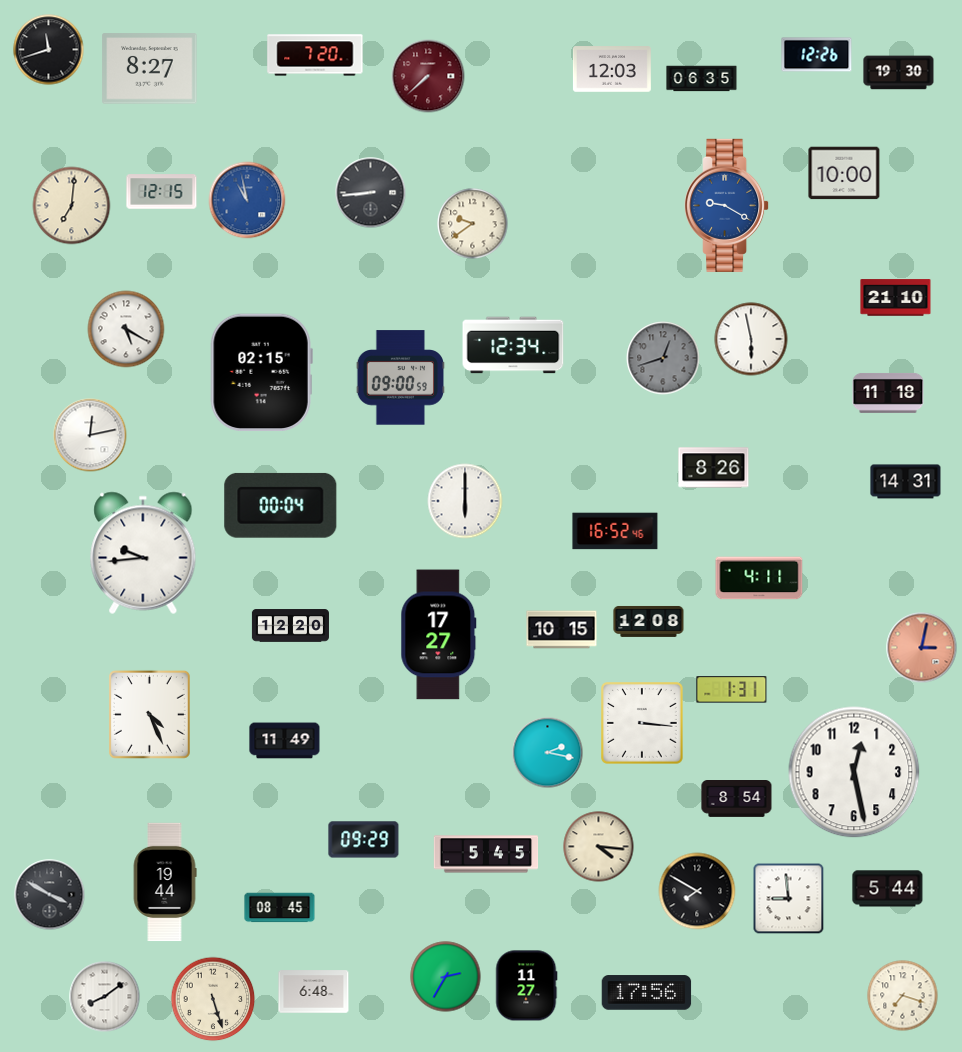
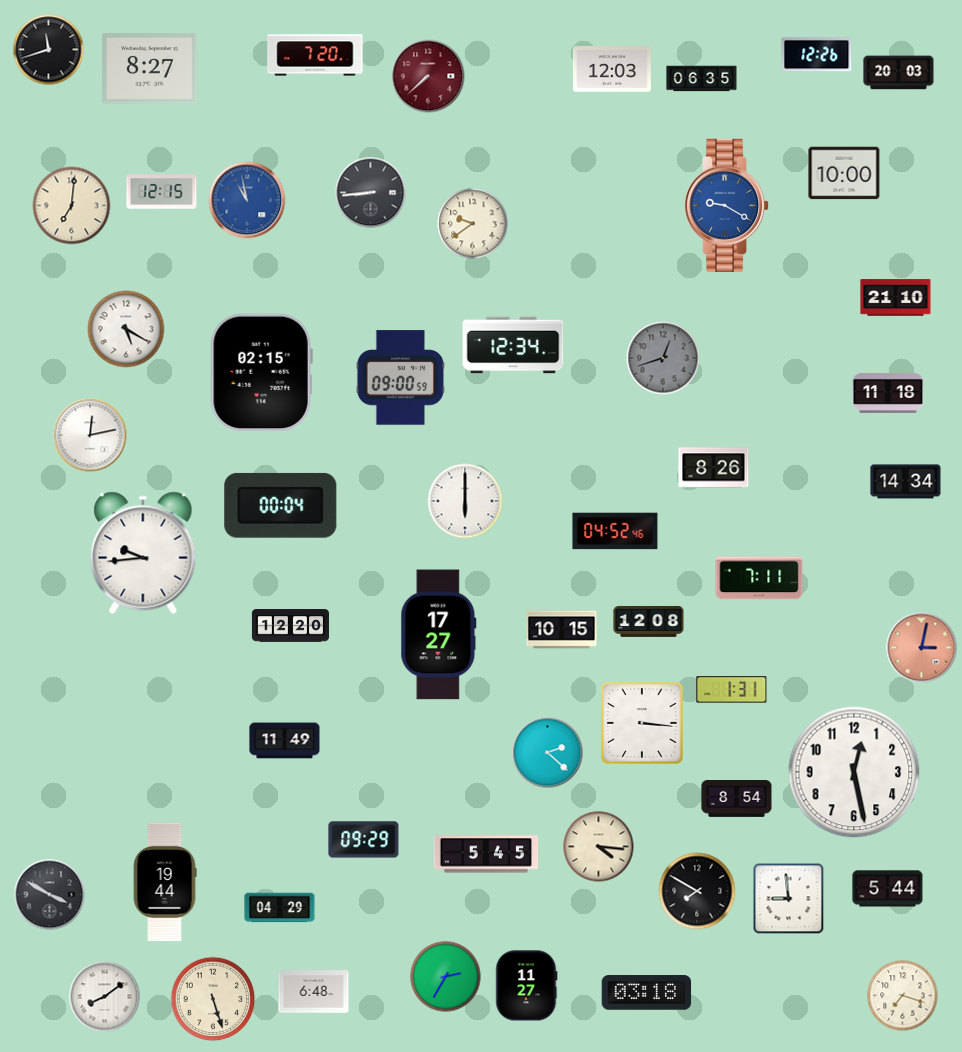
clock at (899, 73): 19:30 -> 20:03
clock at (751, 339): 5:58 -> none
clock at (906, 482): 14:31 -> 14:34
clock at (615, 531): 16:52 -> 04:52
clock at (759, 578): 4:11 -> 7:11
clock at (149, 714): 4:26 -> none
clock at (548, 753): 2:17 -> 2:22
clock at (280, 908): 08:45 -> 04:29
clock at (647, 993): 17:56 -> 03:18
